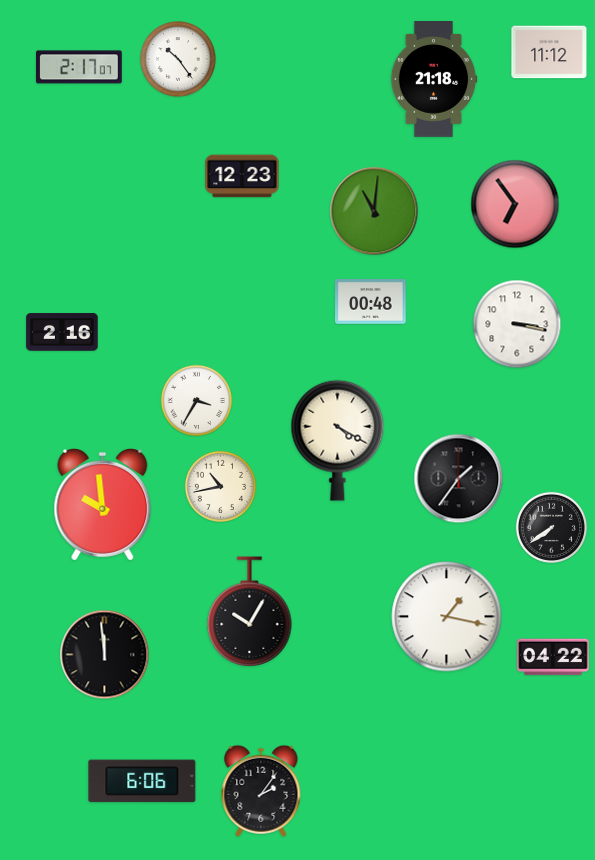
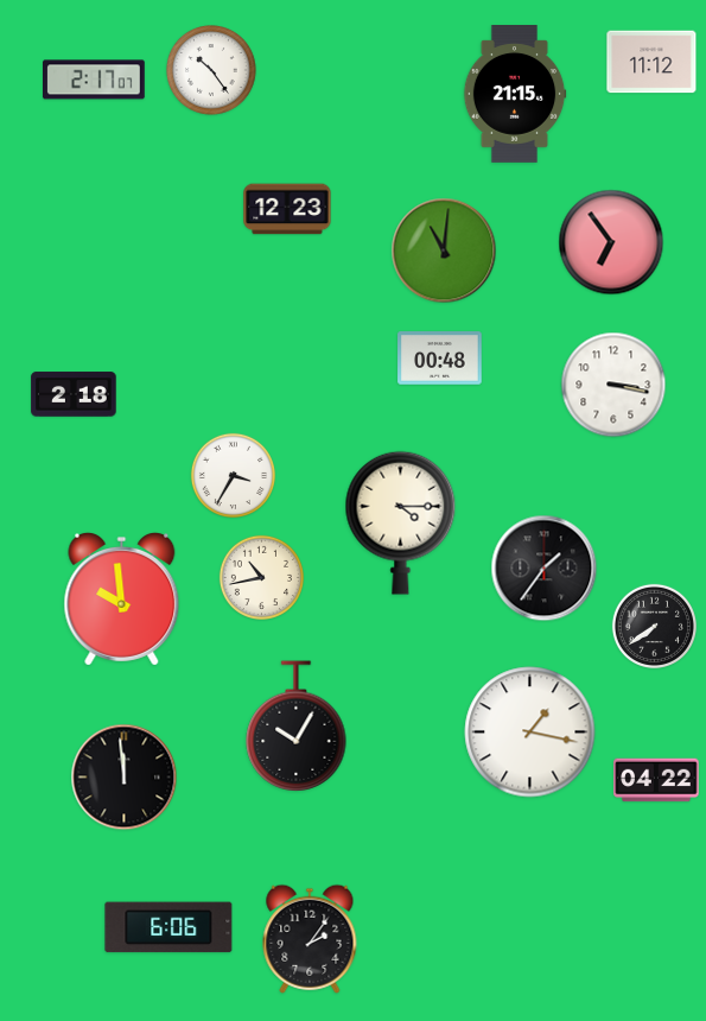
clock at (434, 80): 21:18 -> 21:15
clock at (62, 332): 2:16 -> 2:18
clock at (338, 440): 4:20 -> 4:15
